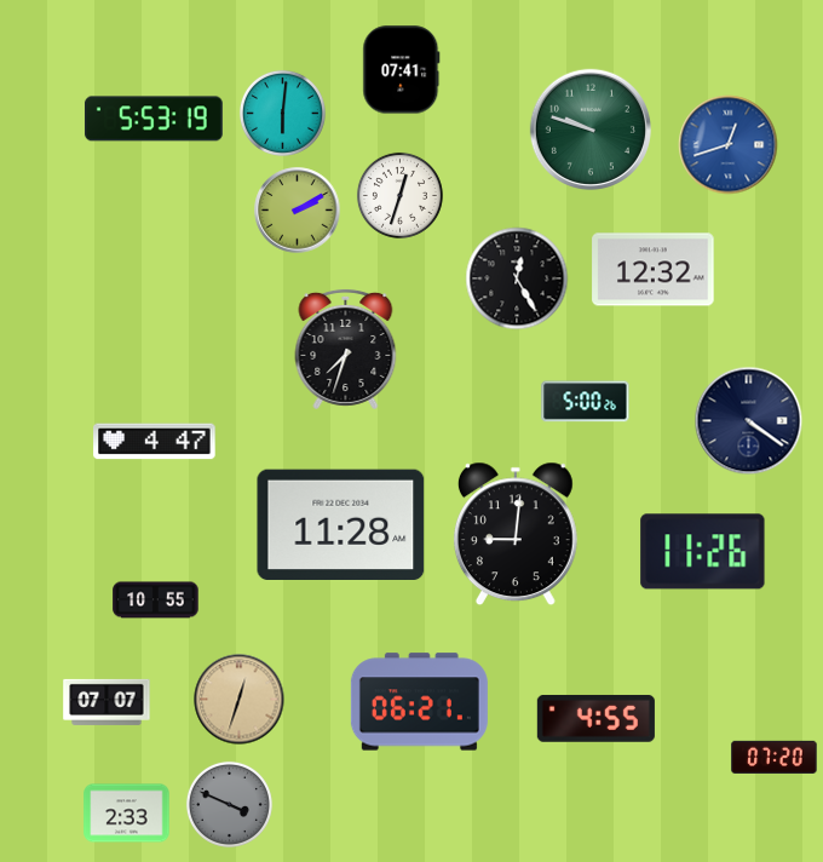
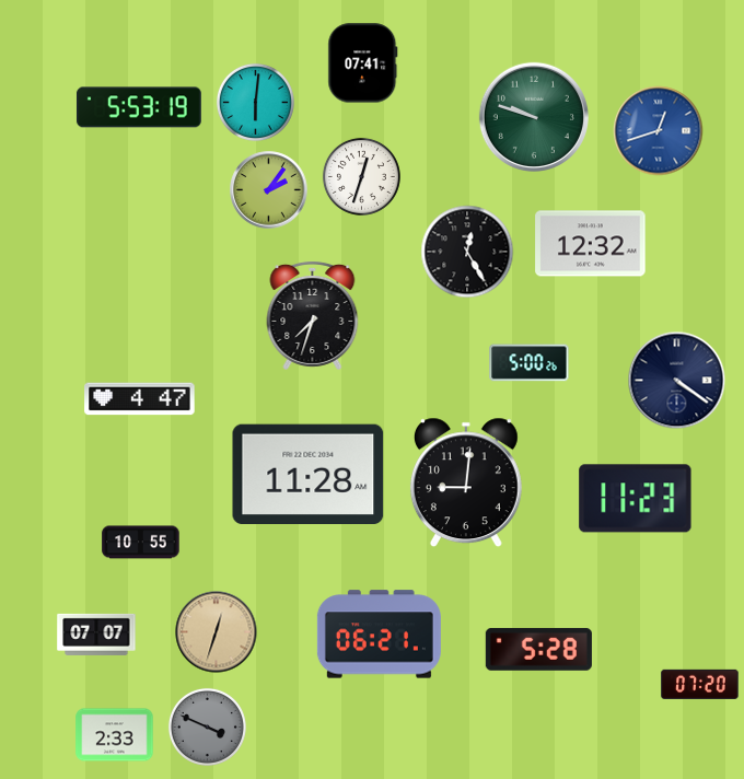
clock at (298, 211): 2:10 -> 2:06
clock at (703, 552): 11:26 -> 11:23
clock at (595, 718): 4:55 -> 5:28
